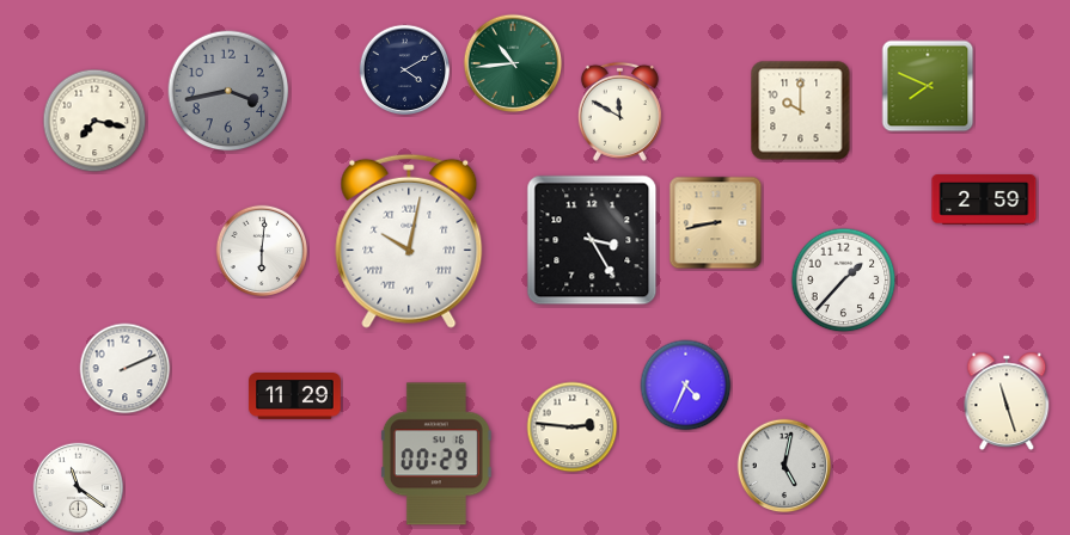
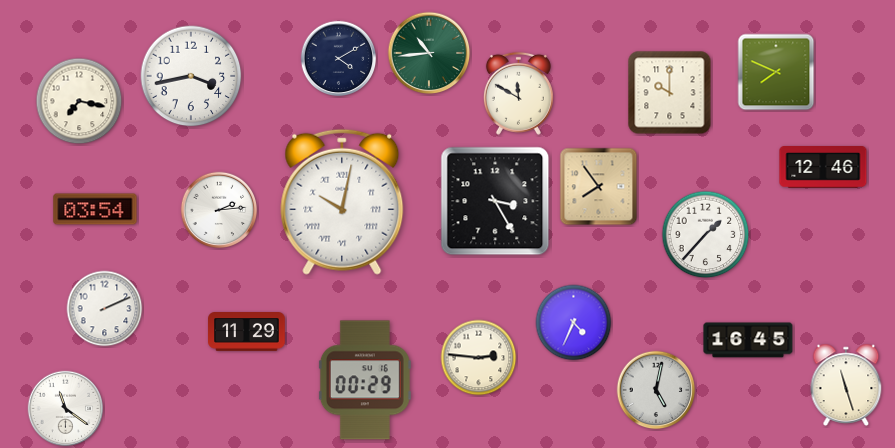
clock at (228, 91) dial: grey -> white
clock at (984, 201): 2:59 -> 12:46
clock at (716, 223): 8:43 -> 7:54
clock at (95, 209): none -> 03:54
clock at (262, 251): 6:01 -> 2:14
clock at (1007, 401) position: (1007, 401) -> (846, 385)
clock at (748, 340): none -> 16:45
